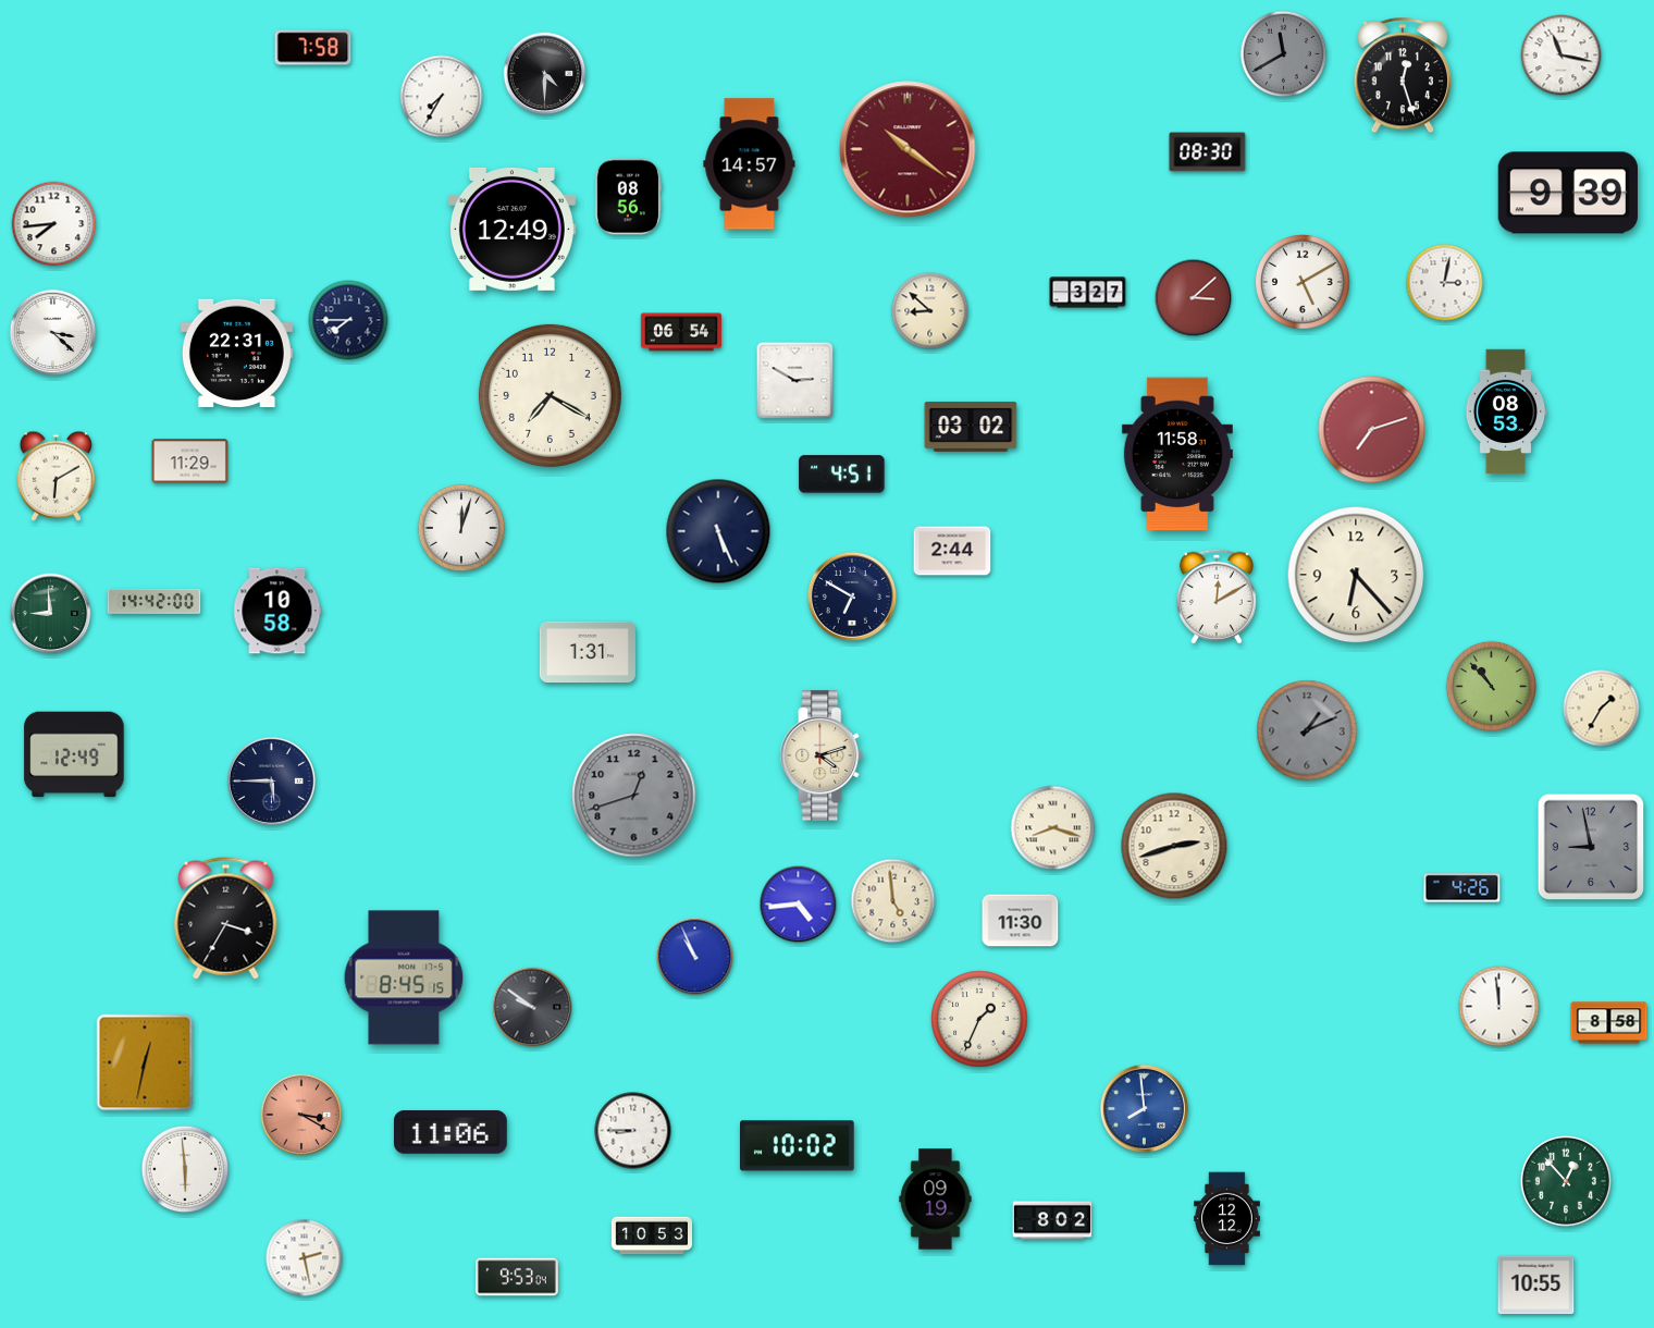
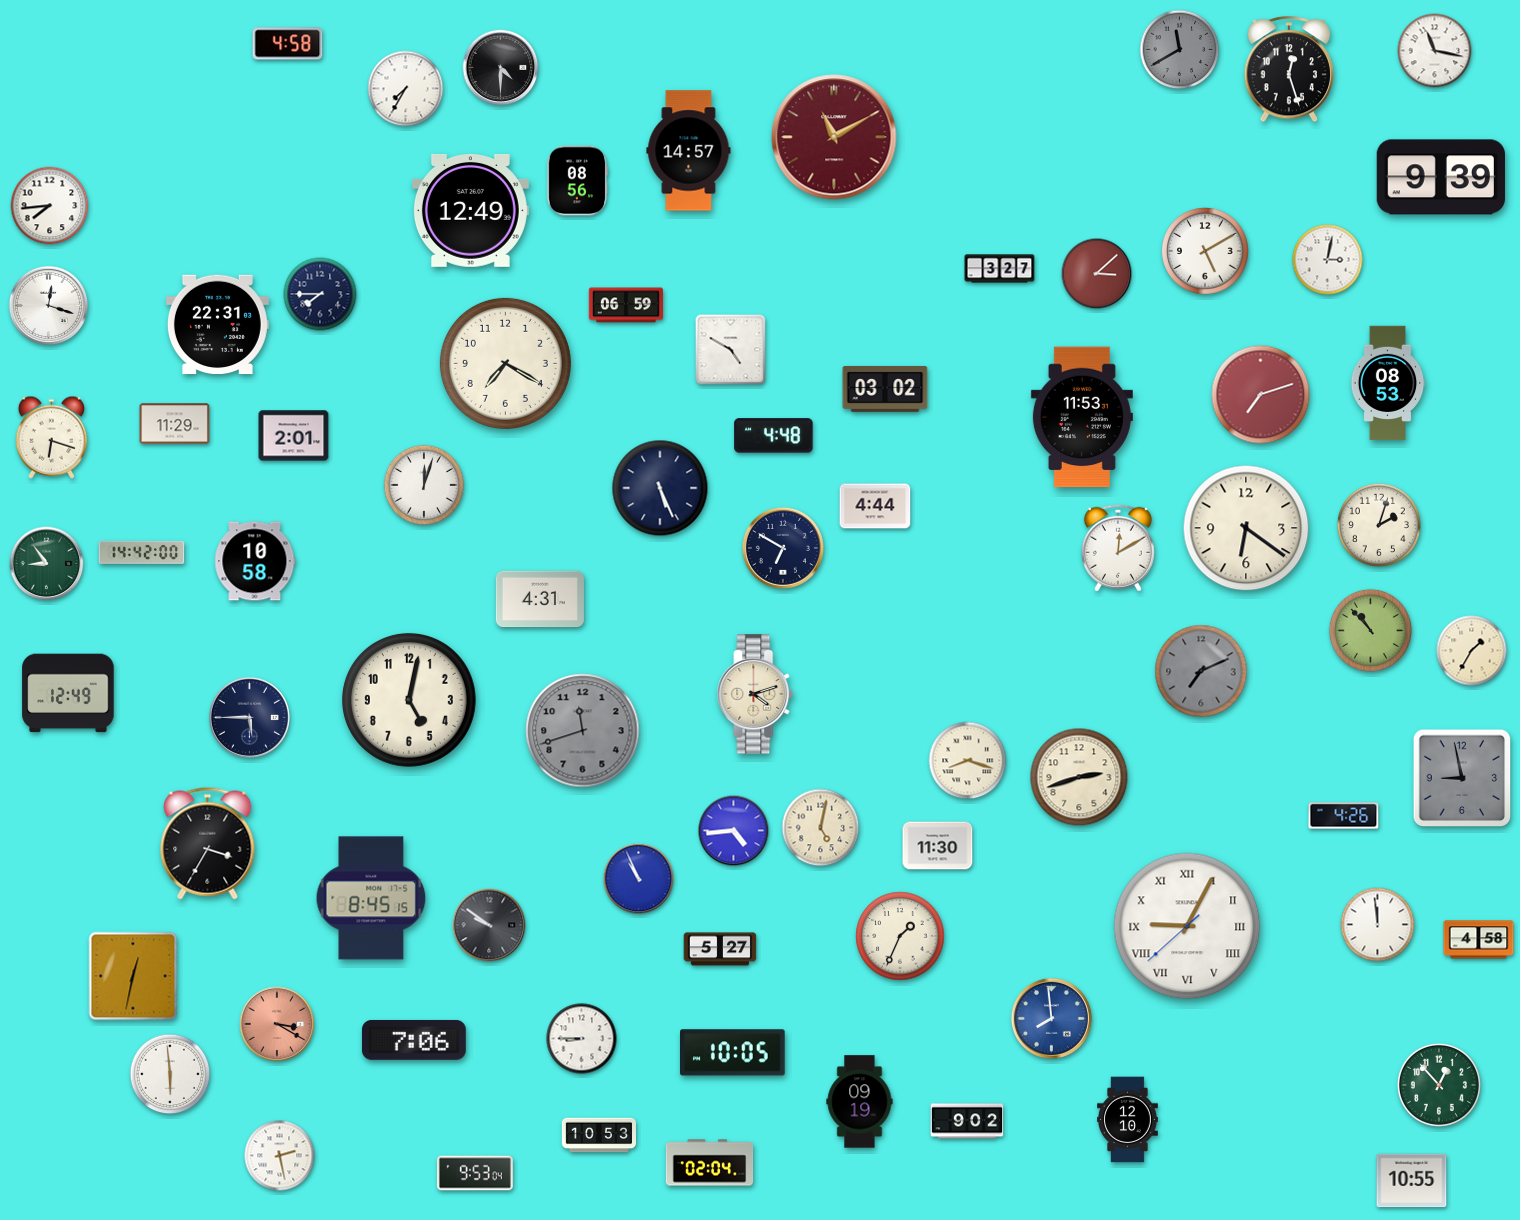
clock at (313, 48): 7:58 -> 4:58
clock at (908, 149): 10:21 -> 11:10
clock at (1208, 152): 08:30 -> none
clock at (1303, 282) position: (1303, 282) -> (1205, 251)
clock at (930, 311): 8:52 -> none
clock at (52, 332): 3:22 -> 12:18
clock at (680, 332): 06:54 -> 06:59
clock at (795, 381): 2:50 -> 4:50
clock at (1506, 411) position: (1506, 411) -> (1388, 383)
clock at (971, 427) position: (971, 427) -> (885, 389)
clock at (1177, 454): 11:58 -> 11:53
clock at (294, 436): none -> 2:01
clock at (842, 475): 4:51 -> 4:48
clock at (57, 476): 6:10 -> 6:18
clock at (952, 551): 2:44 -> 4:44
clock at (1379, 525): none -> 2:03
clock at (1356, 575): 6:23 -> 6:21
clock at (51, 614): 8:59 -> 8:54
clock at (588, 652): 1:31 -> 4:31
clock at (1307, 730): 1:11 -> 7:11
clock at (409, 700): none -> 5:02
clock at (634, 796): 12:42 -> 11:42
clock at (893, 901): 4:59 -> 5:02
clock at (1187, 926): none -> 9:04
clock at (1609, 1023): 8:58 -> 4:58
clock at (720, 949): none -> 5:27
clock at (450, 1132): 11:06 -> 7:06
clock at (798, 1146): 10:02 -> 10:05
clock at (1227, 1219): 12:12 -> 12:10
clock at (1052, 1220): 8:02 -> 9:02
clock at (710, 1163): none -> 02:04
